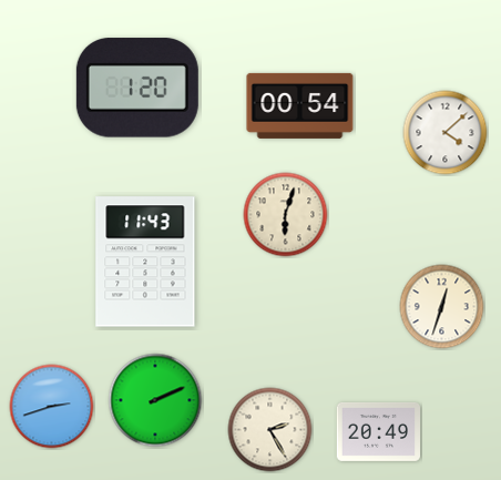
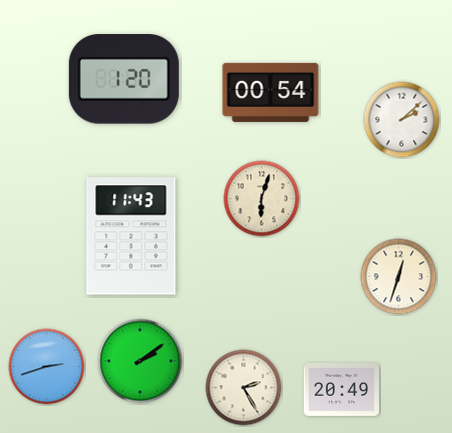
clock at (300, 105) position: (300, 105) -> (271, 92)
clock at (446, 133): 4:08 -> 2:08
clock at (286, 215) position: (286, 215) -> (262, 199)
clock at (155, 400): 2:11 -> 2:09
